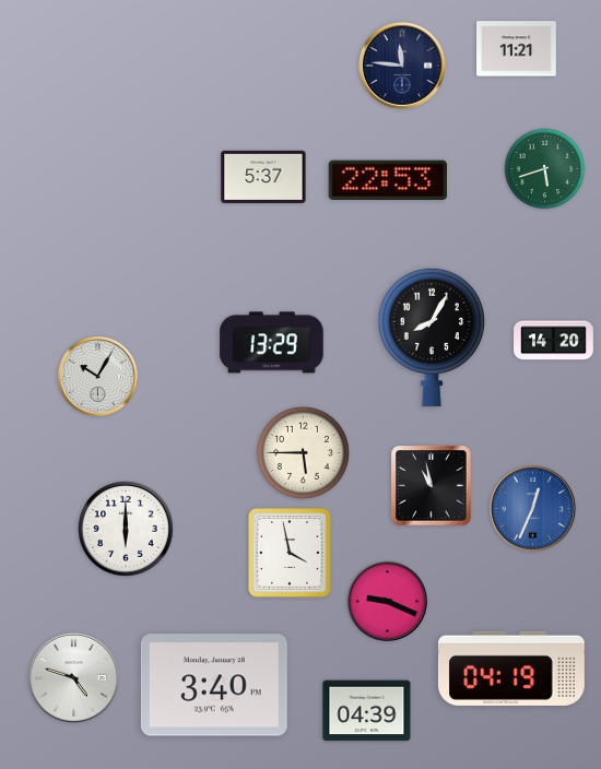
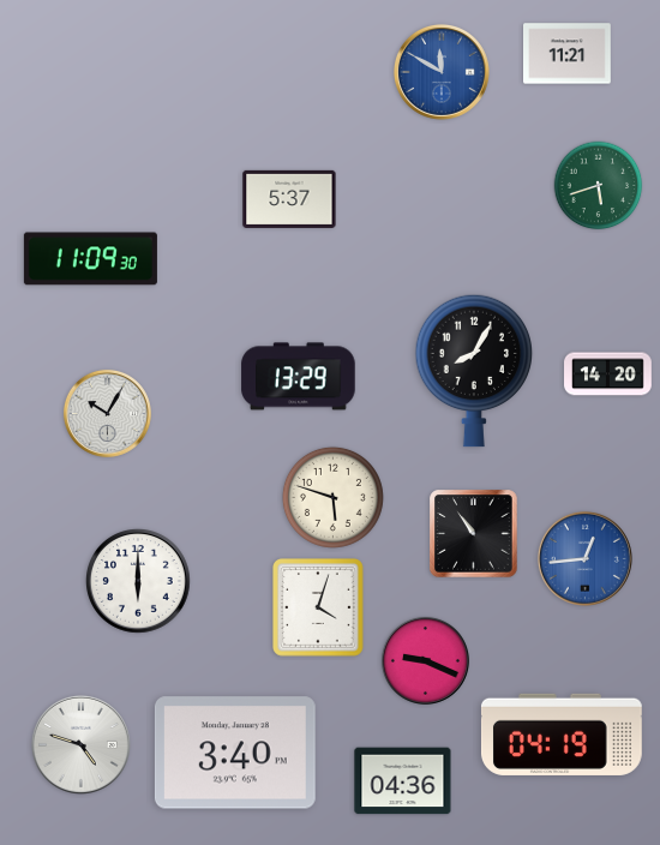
clock at (402, 66): 11:46 -> 11:50
clock at (402, 66) dial: navy -> blue
clock at (263, 177) position: (263, 177) -> (289, 199)
clock at (387, 180): 22:53 -> none
clock at (90, 259): none -> 11:09
clock at (303, 452): 5:45 -> 5:48
clock at (432, 486): 10:58 -> 10:54
clock at (532, 508): 12:34 -> 12:44
clock at (291, 553): 3:58 -> 4:03
clock at (367, 711): 04:39 -> 04:36
